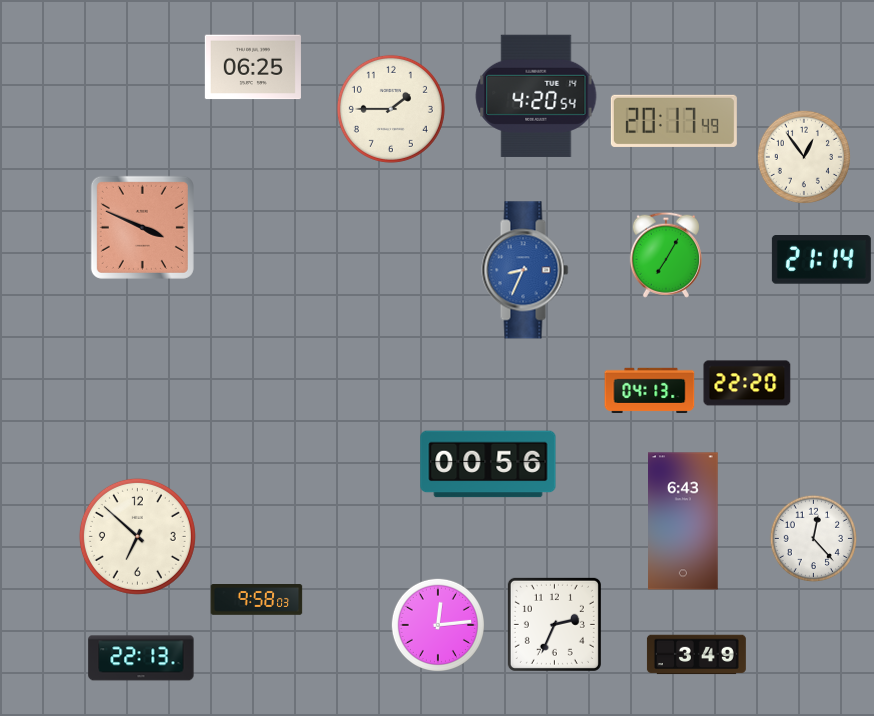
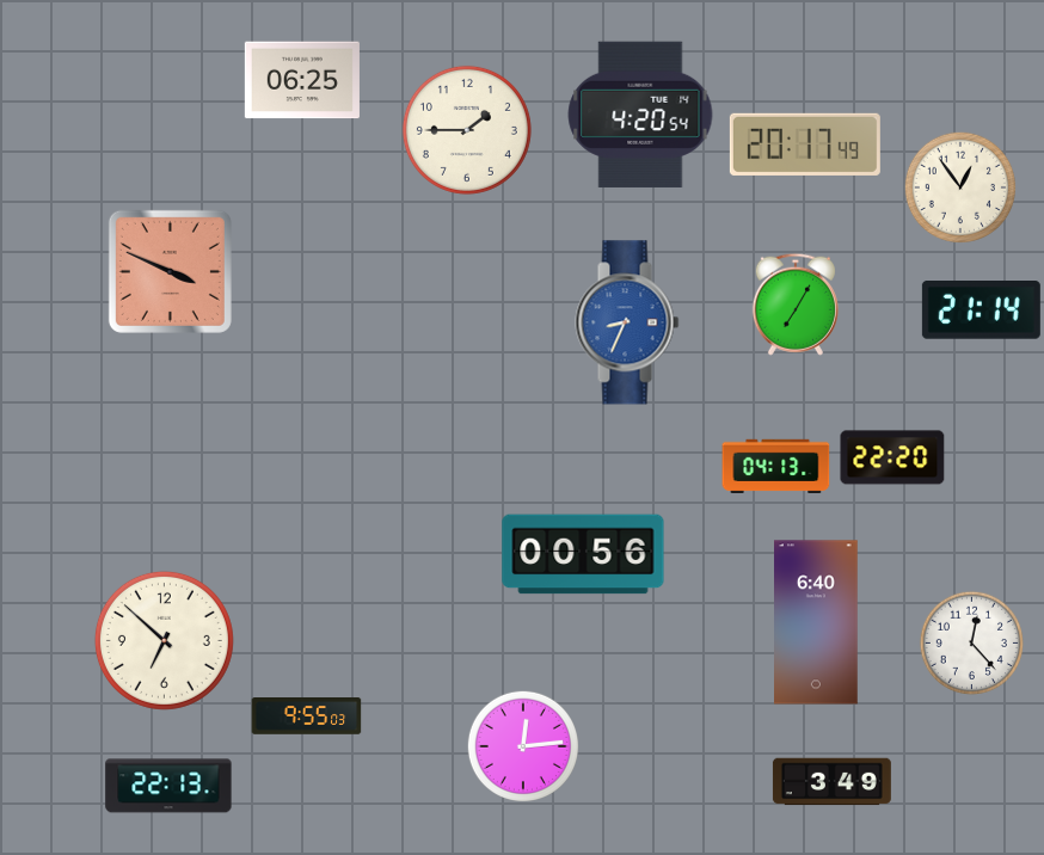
clock at (684, 521): 6:43 -> 6:40
clock at (257, 600): 9:58 -> 9:55
clock at (554, 624): 2:34 -> none
